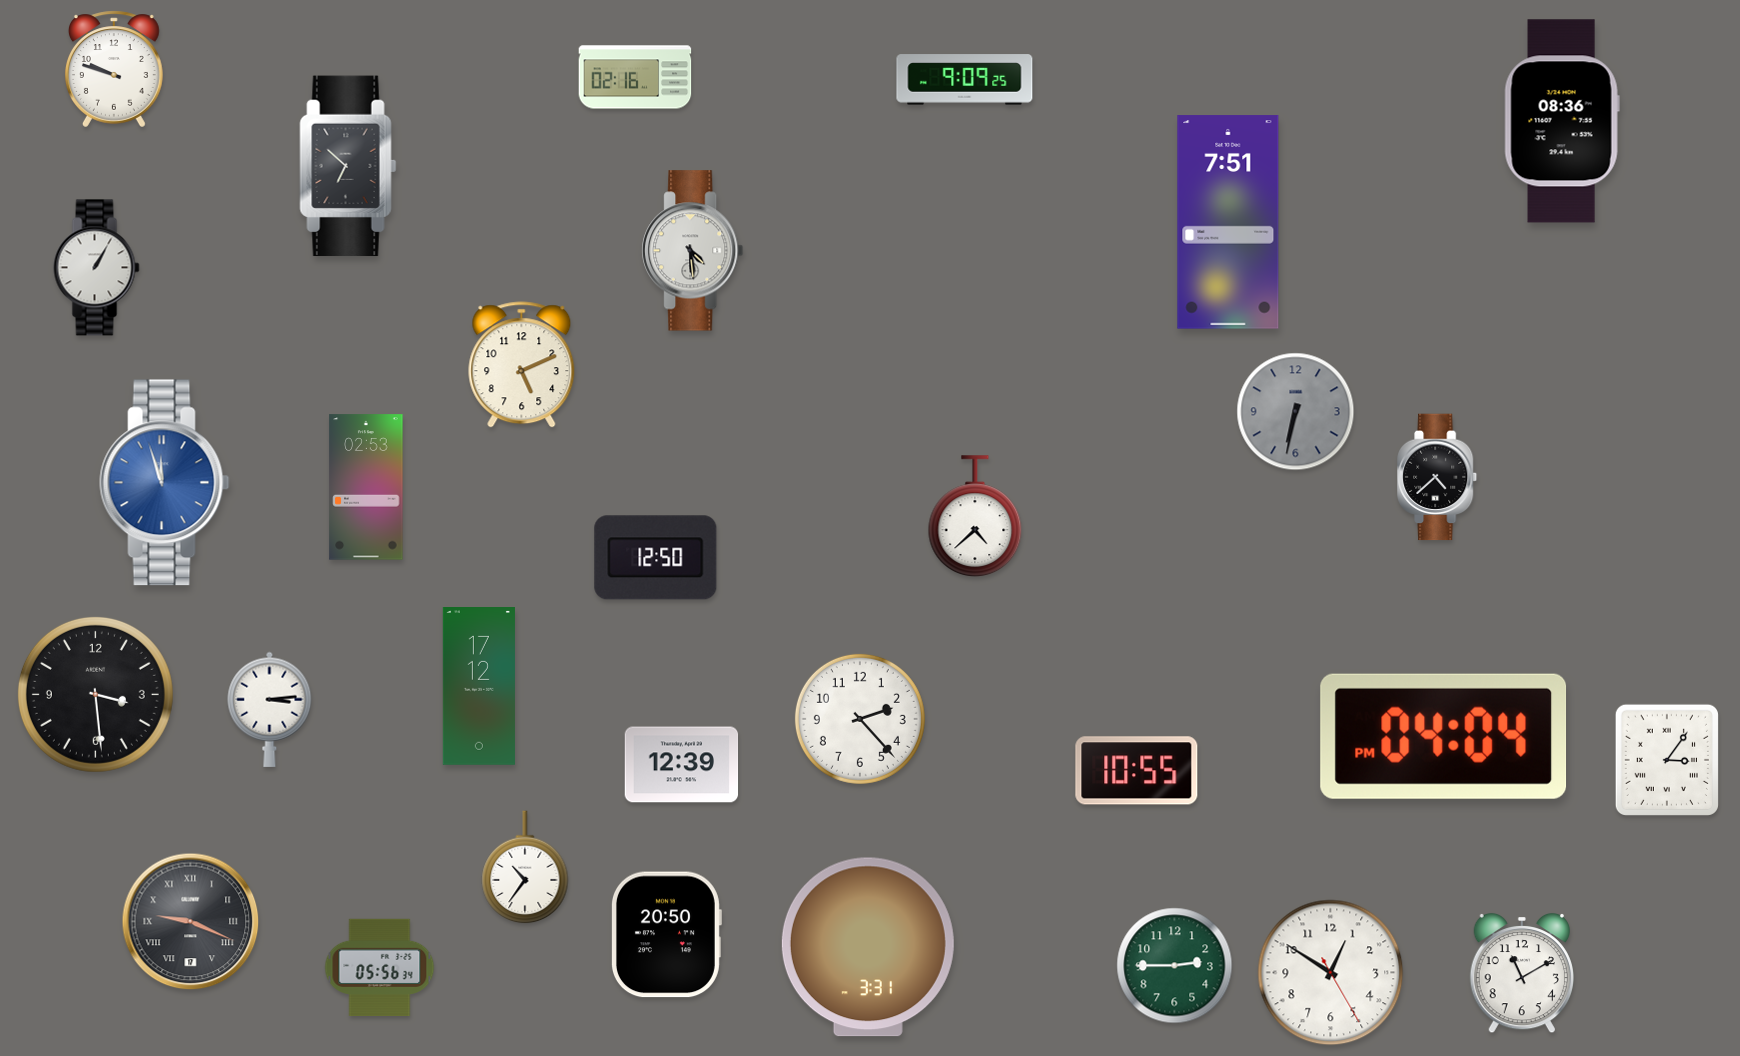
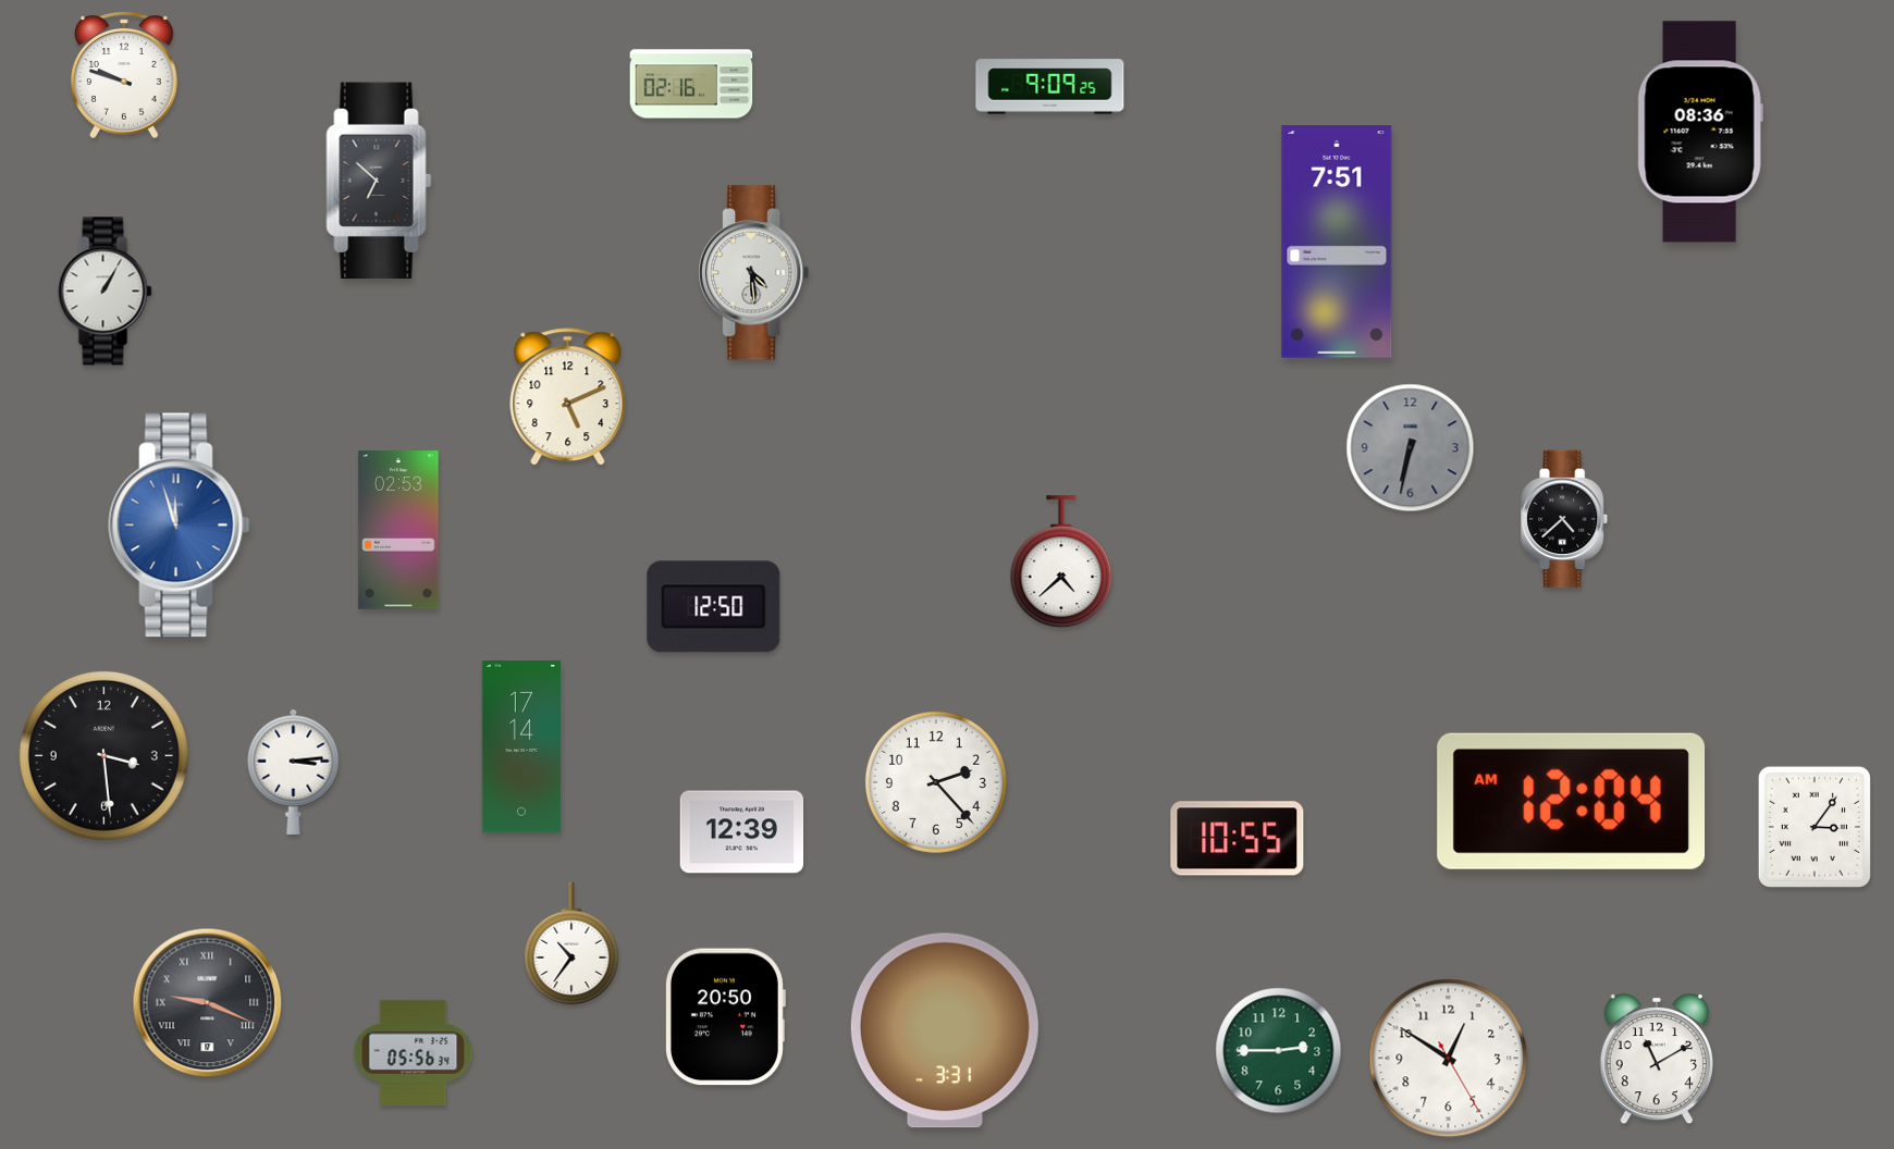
clock at (479, 687): 17:12 -> 17:14
clock at (1444, 736): 04:04 -> 12:04
